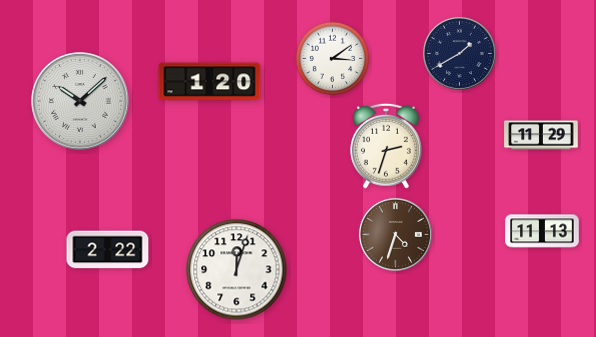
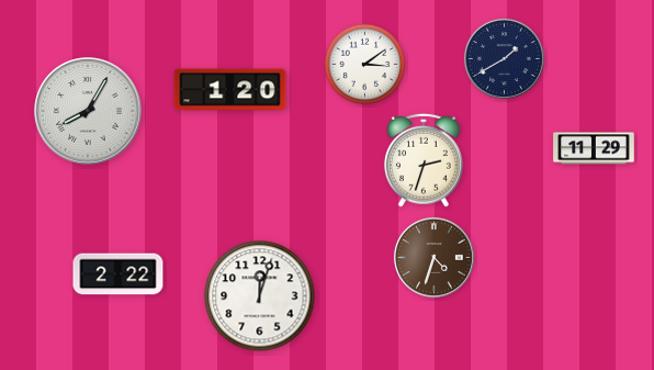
clock at (80, 101): 10:08 -> 8:05
clock at (542, 231): 11:13 -> none
